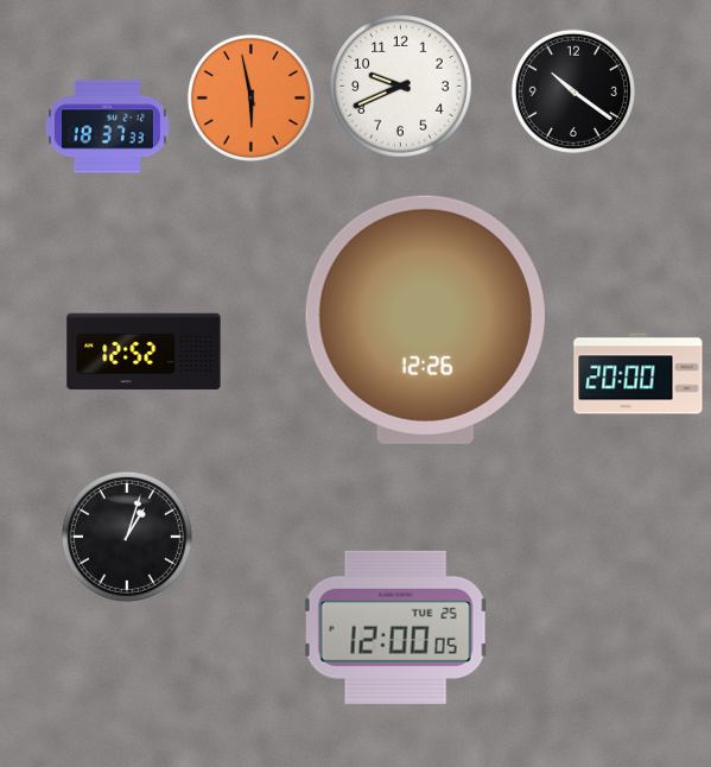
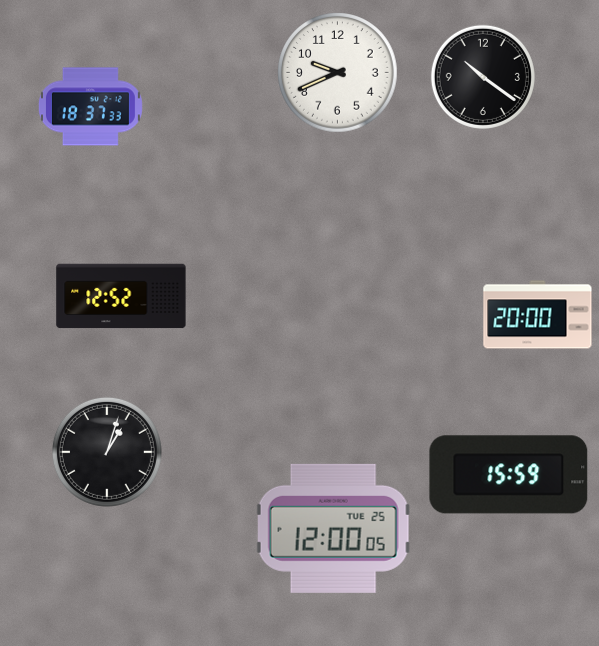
clock at (250, 97): 5:58 -> none
clock at (425, 319): 12:26 -> none
clock at (509, 475): none -> 15:59
